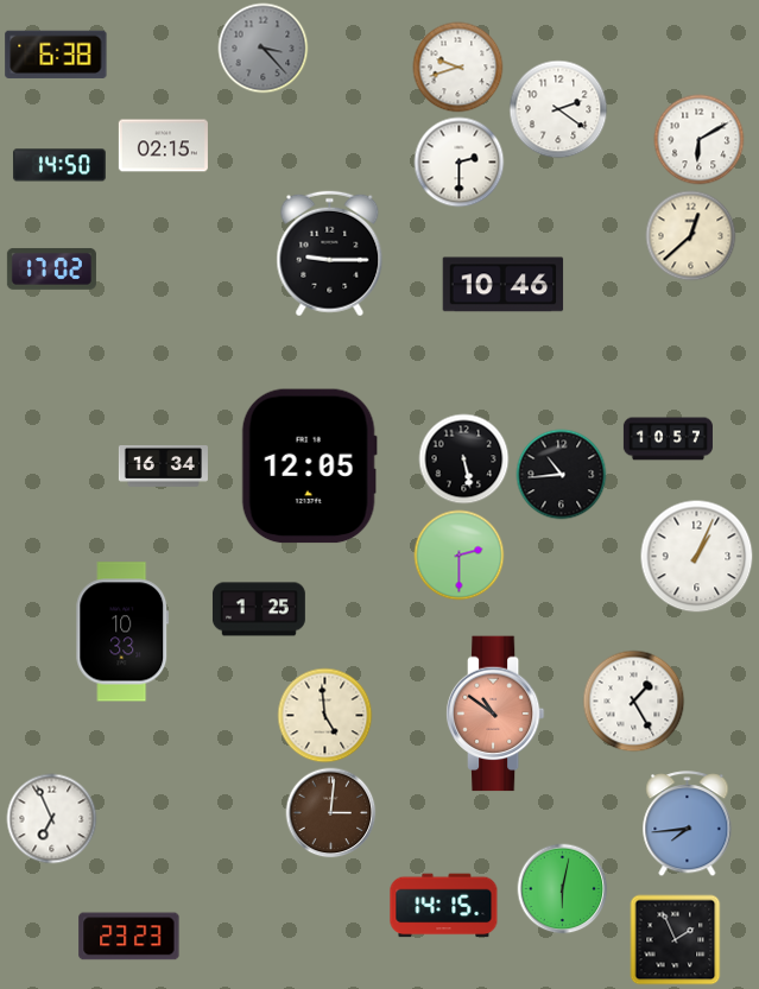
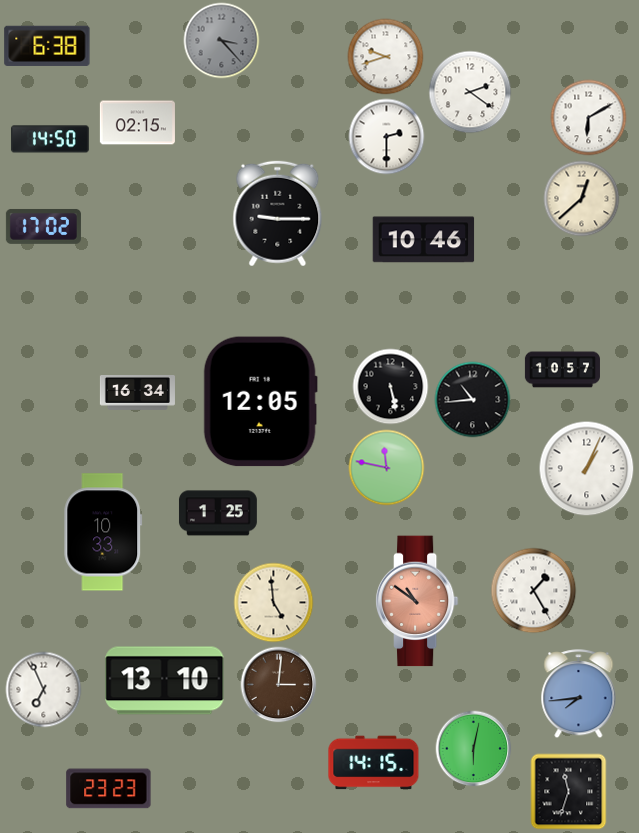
clock at (309, 467) position: (309, 467) -> (260, 402)
clock at (460, 556): 2:30 -> 11:47
clock at (165, 681): none -> 13:10
clock at (676, 940): 1:56 -> 11:33
